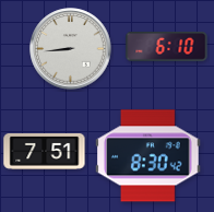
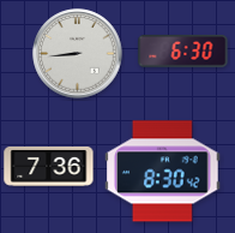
clock at (167, 47): 6:10 -> 6:30
clock at (45, 151): 7:51 -> 7:36
